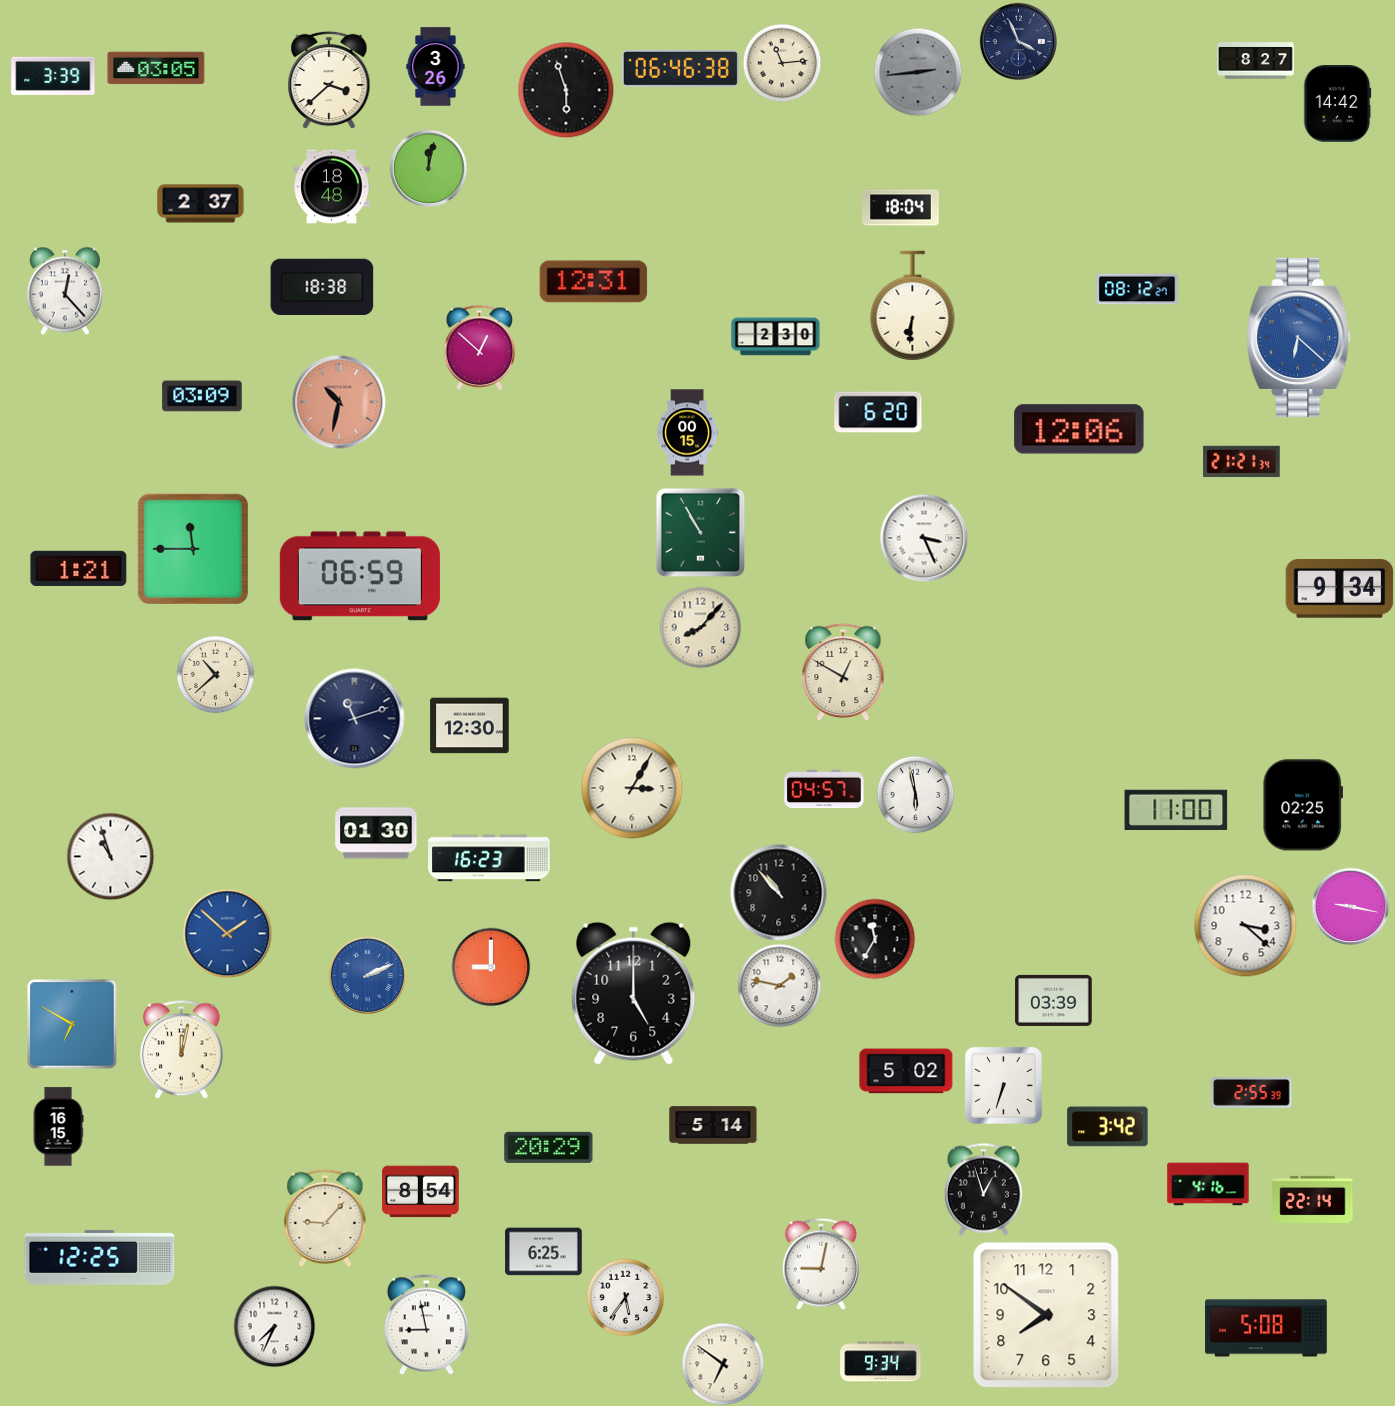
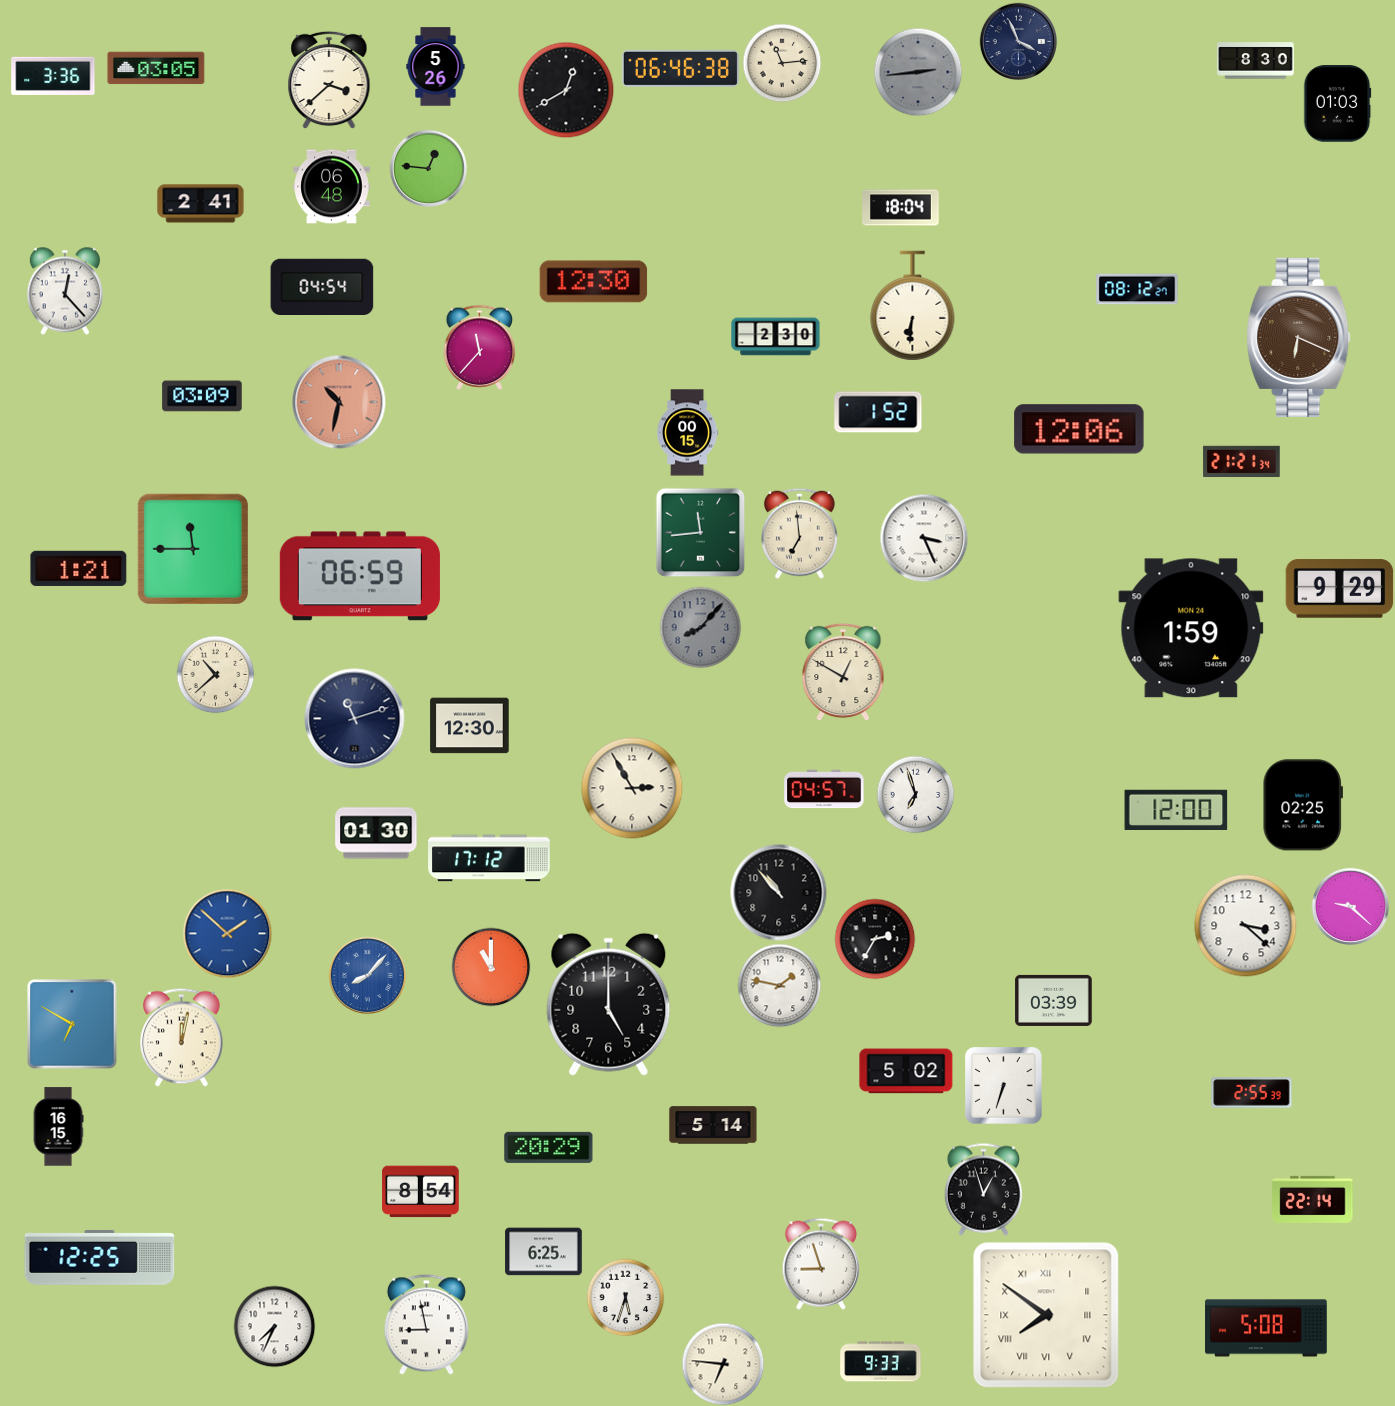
clock at (1256, 61): 8:27 -> 8:30
clock at (436, 67): 3:26 -> 5:26
clock at (53, 76): 3:39 -> 3:36
clock at (566, 90): 5:57 -> 12:40
clock at (1337, 104): 14:42 -> 01:03
clock at (428, 168): 12:02 -> 12:46
clock at (332, 187): 18:48 -> 06:48
clock at (201, 204): 2:37 -> 2:41
clock at (594, 282): 12:31 -> 12:30
clock at (322, 287): 18:38 -> 04:54
clock at (1299, 337): 6:22 -> 6:19
clock at (1299, 337) dial: blue -> brown
clock at (480, 347): 12:52 -> 11:37
clock at (878, 412): 6:20 -> 1:52
clock at (700, 532): 10:55 -> 11:44
clock at (799, 533): none -> 6:59
clock at (1340, 589): 9:34 -> 9:29
clock at (700, 627) dial: cream -> grey
clock at (1191, 628): none -> 1:59
clock at (632, 788): 3:05 -> 2:55
clock at (915, 794): 5:58 -> 6:57
clock at (1176, 809): 11:00 -> 12:00
clock at (110, 856): 10:57 -> none
clock at (490, 858): 16:23 -> 17:12
clock at (1350, 906): 9:17 -> 9:22
clock at (875, 939): 11:35 -> 2:35
clock at (491, 967): 9:00 -> 11:00
clock at (367, 975): 2:11 -> 8:07
clock at (634, 993) position: (634, 993) -> (609, 1004)
clock at (182, 1049) position: (182, 1049) -> (182, 1037)
clock at (1108, 1127): 3:42 -> none
clock at (1208, 1184): 4:16 -> none
clock at (325, 1218): 9:07 -> none
clock at (821, 1264): 9:02 -> 8:57
clock at (625, 1297): 5:36 -> 5:33
clock at (1046, 1315) numerals: Arabic -> Roman
clock at (881, 1362): 9:34 -> 9:33
clock at (723, 1364): 6:51 -> 6:46
